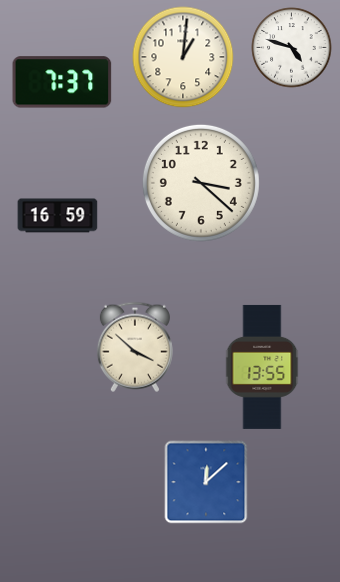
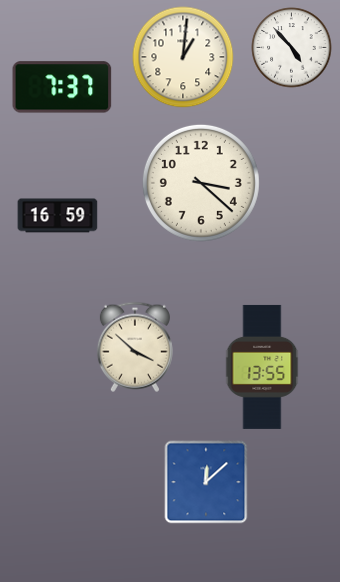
clock at (292, 48): 4:48 -> 4:53
clock at (62, 82) position: (62, 82) -> (62, 87)
